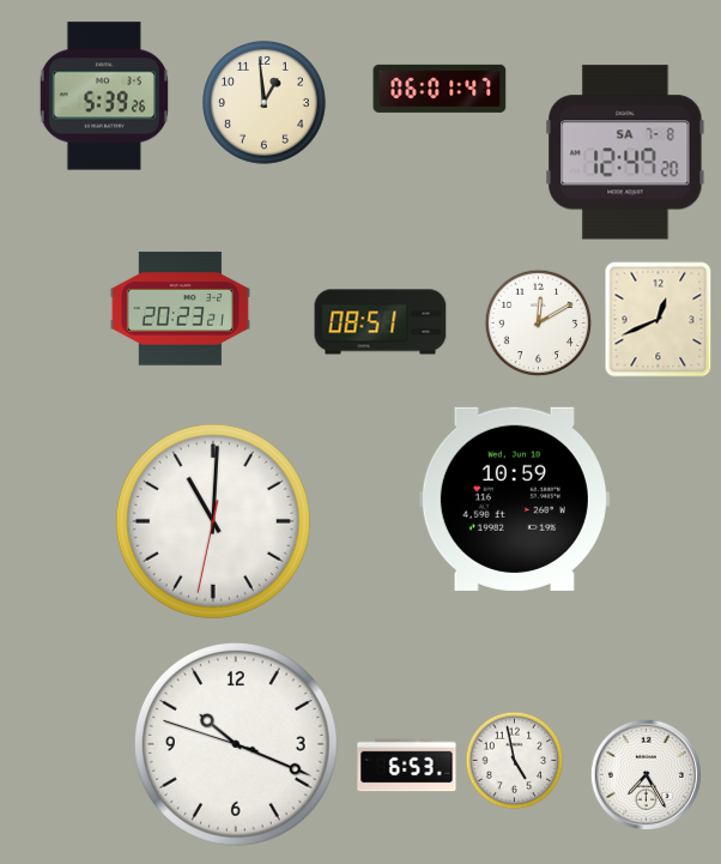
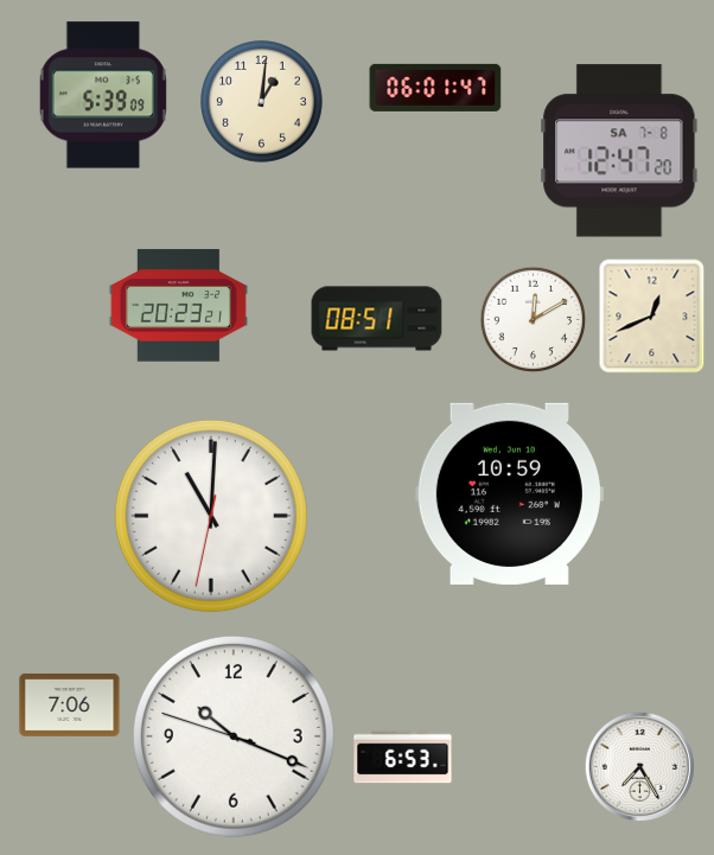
clock at (104, 96): 5:39:26 -> 5:39:09
clock at (265, 103): 12:59 -> 1:01
clock at (625, 152): 12:49 -> 12:47
clock at (70, 704): none -> 7:06
clock at (515, 761): 4:58 -> none
